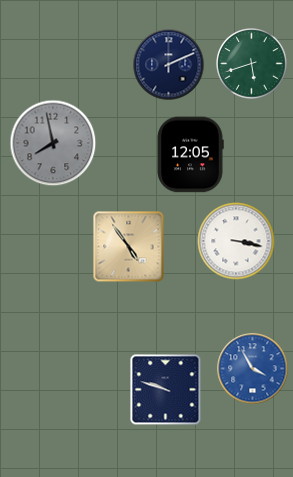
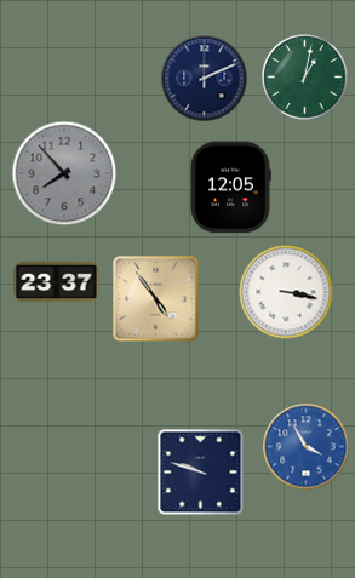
clock at (252, 64): 5:42 -> 1:02
clock at (53, 143): 7:58 -> 7:53
clock at (57, 282): none -> 23:37
